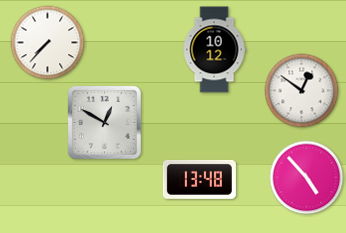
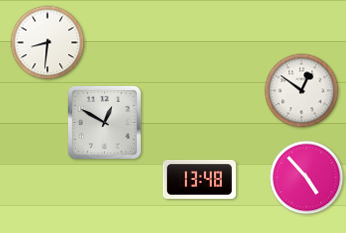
clock at (48, 43): 7:37 -> 8:31
clock at (214, 50): 10:12 -> none
